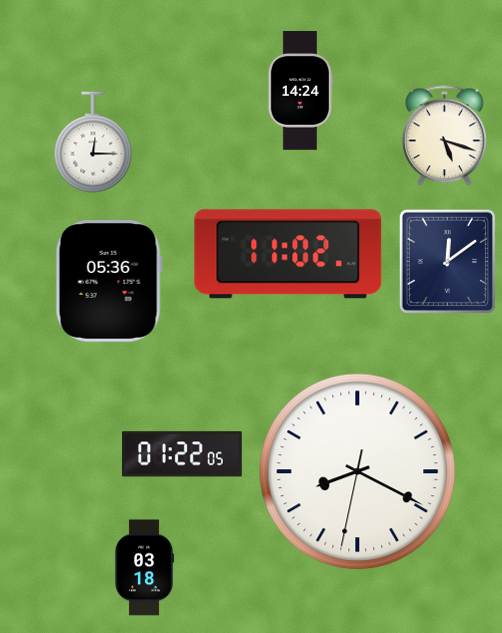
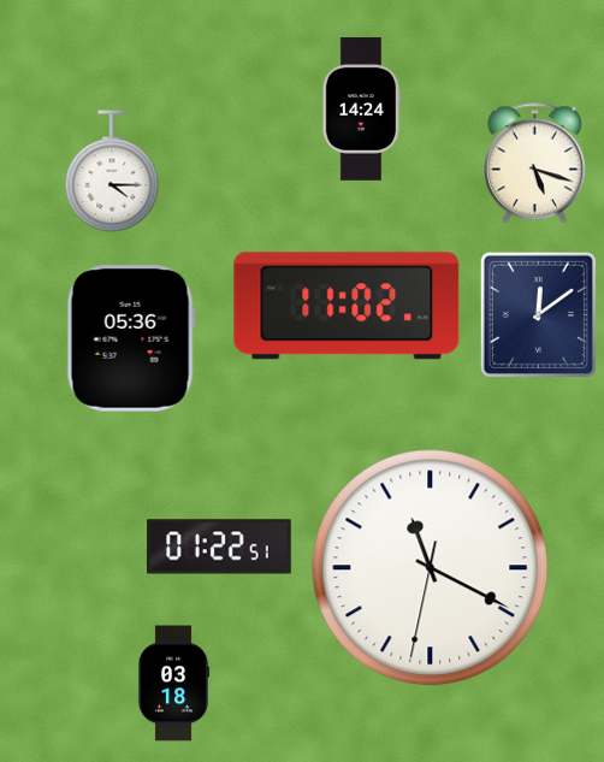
clock at (93, 142): 12:15 -> 4:15
clock at (183, 454): 01:22:05 -> 01:22:51
clock at (358, 472): 8:19 -> 11:19
